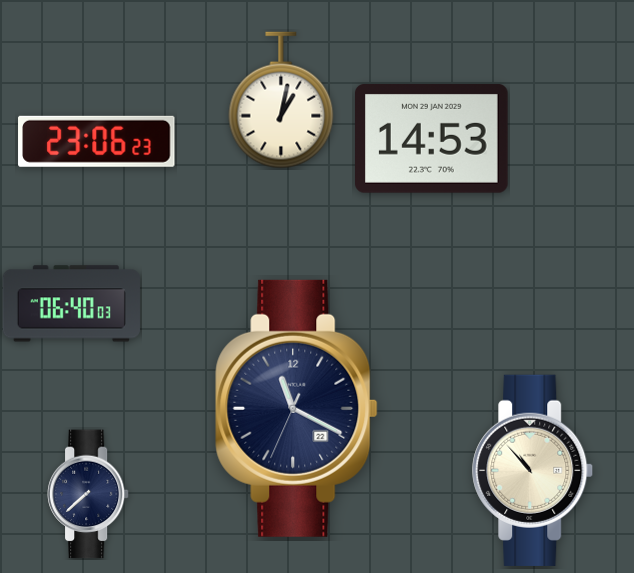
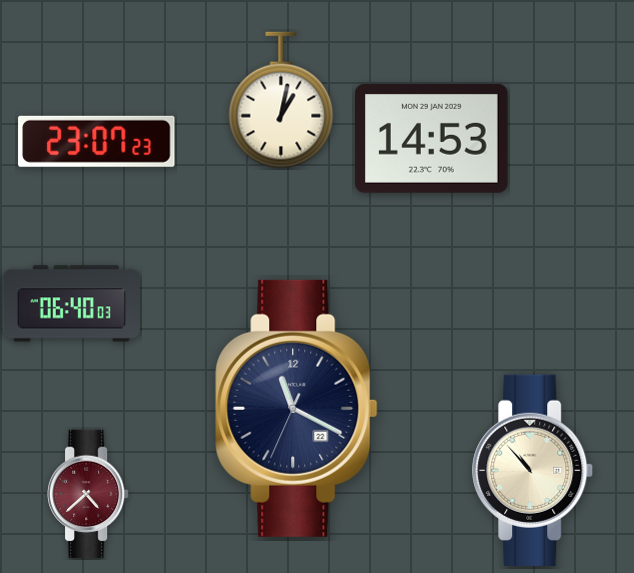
clock at (97, 141): 23:06 -> 23:07
clock at (88, 494): 7:38 -> 4:38
clock at (88, 494) dial: navy -> burgundy
